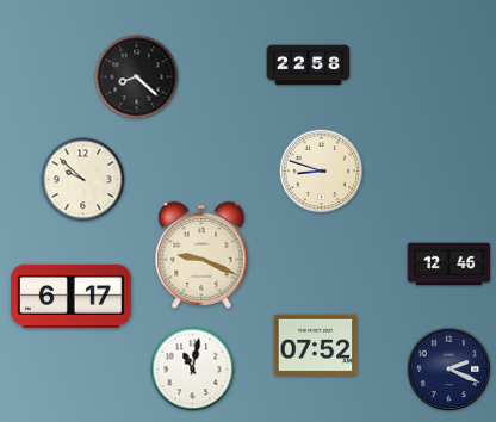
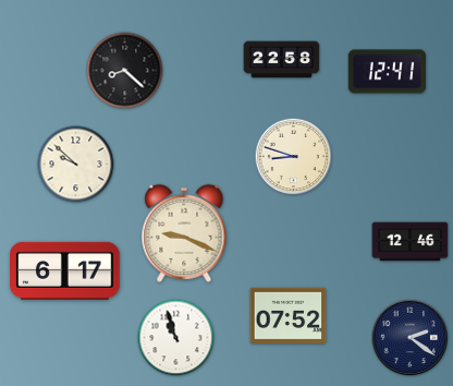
clock at (388, 72): none -> 12:41
clock at (193, 370): 11:02 -> 10:57
clock at (449, 370): 2:19 -> 2:21
